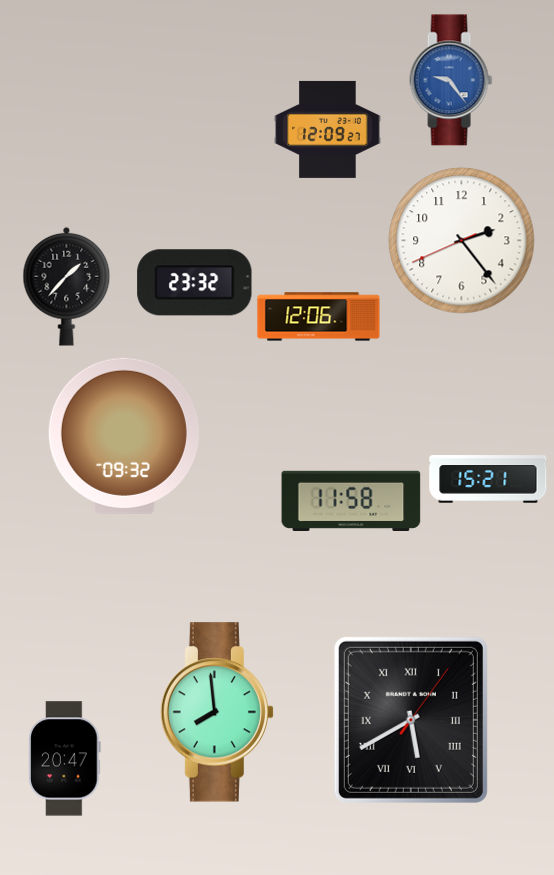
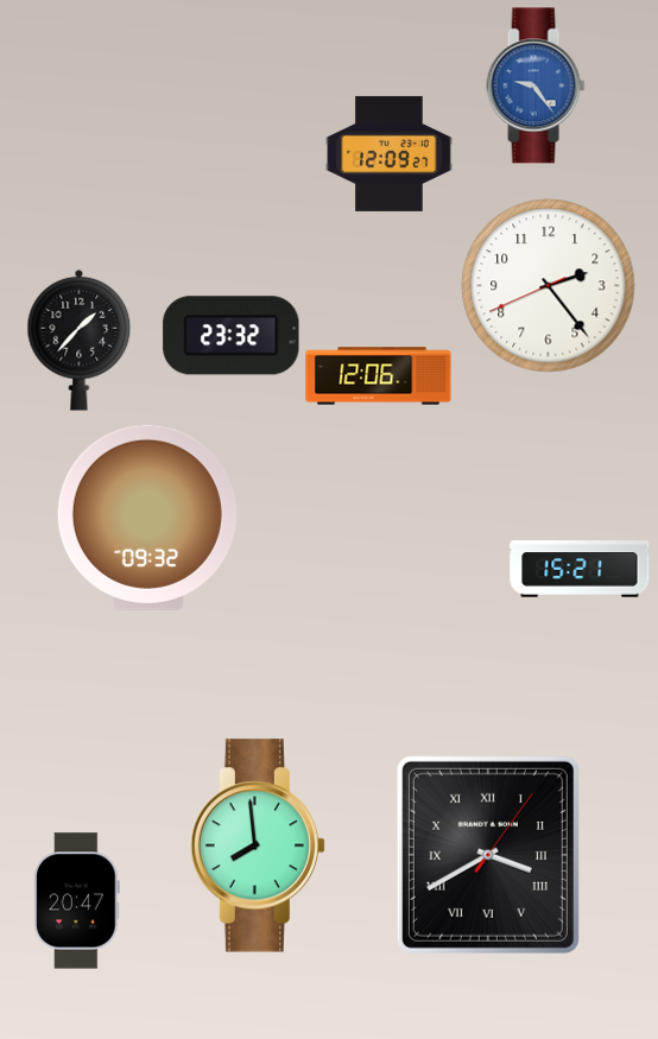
clock at (451, 80) position: (451, 80) -> (536, 85)
clock at (351, 500): 11:58 -> none
clock at (411, 720): 5:40 -> 3:40
